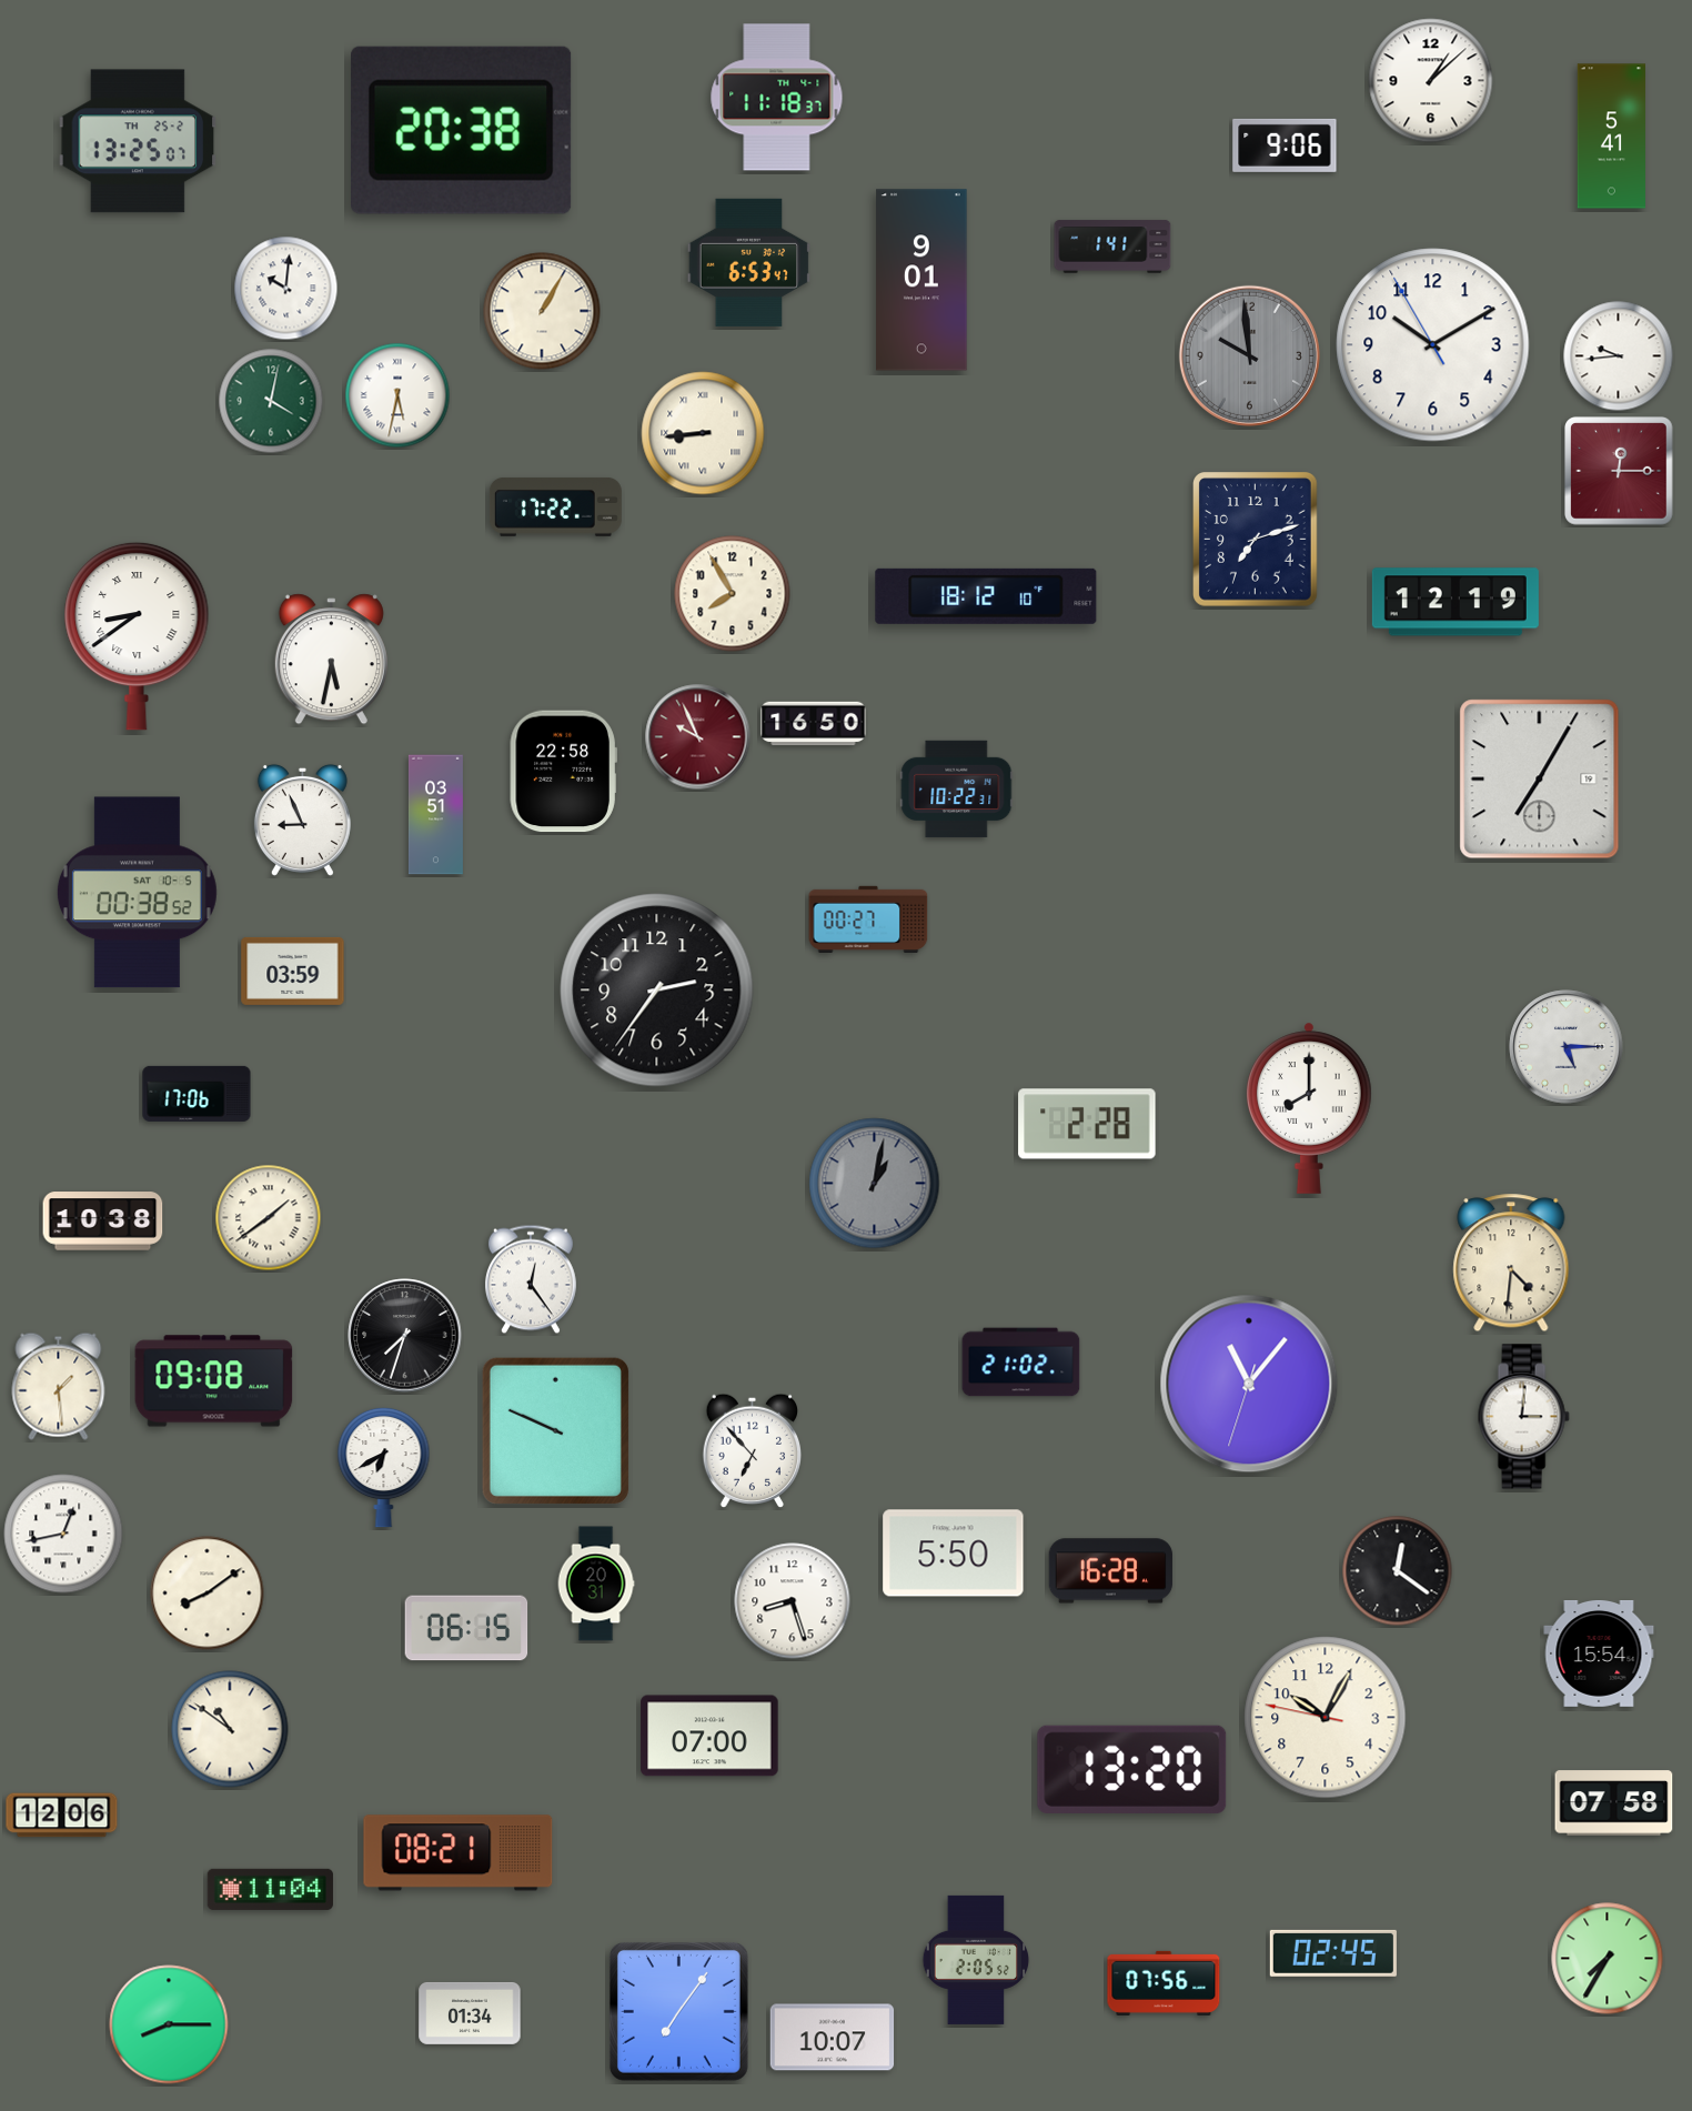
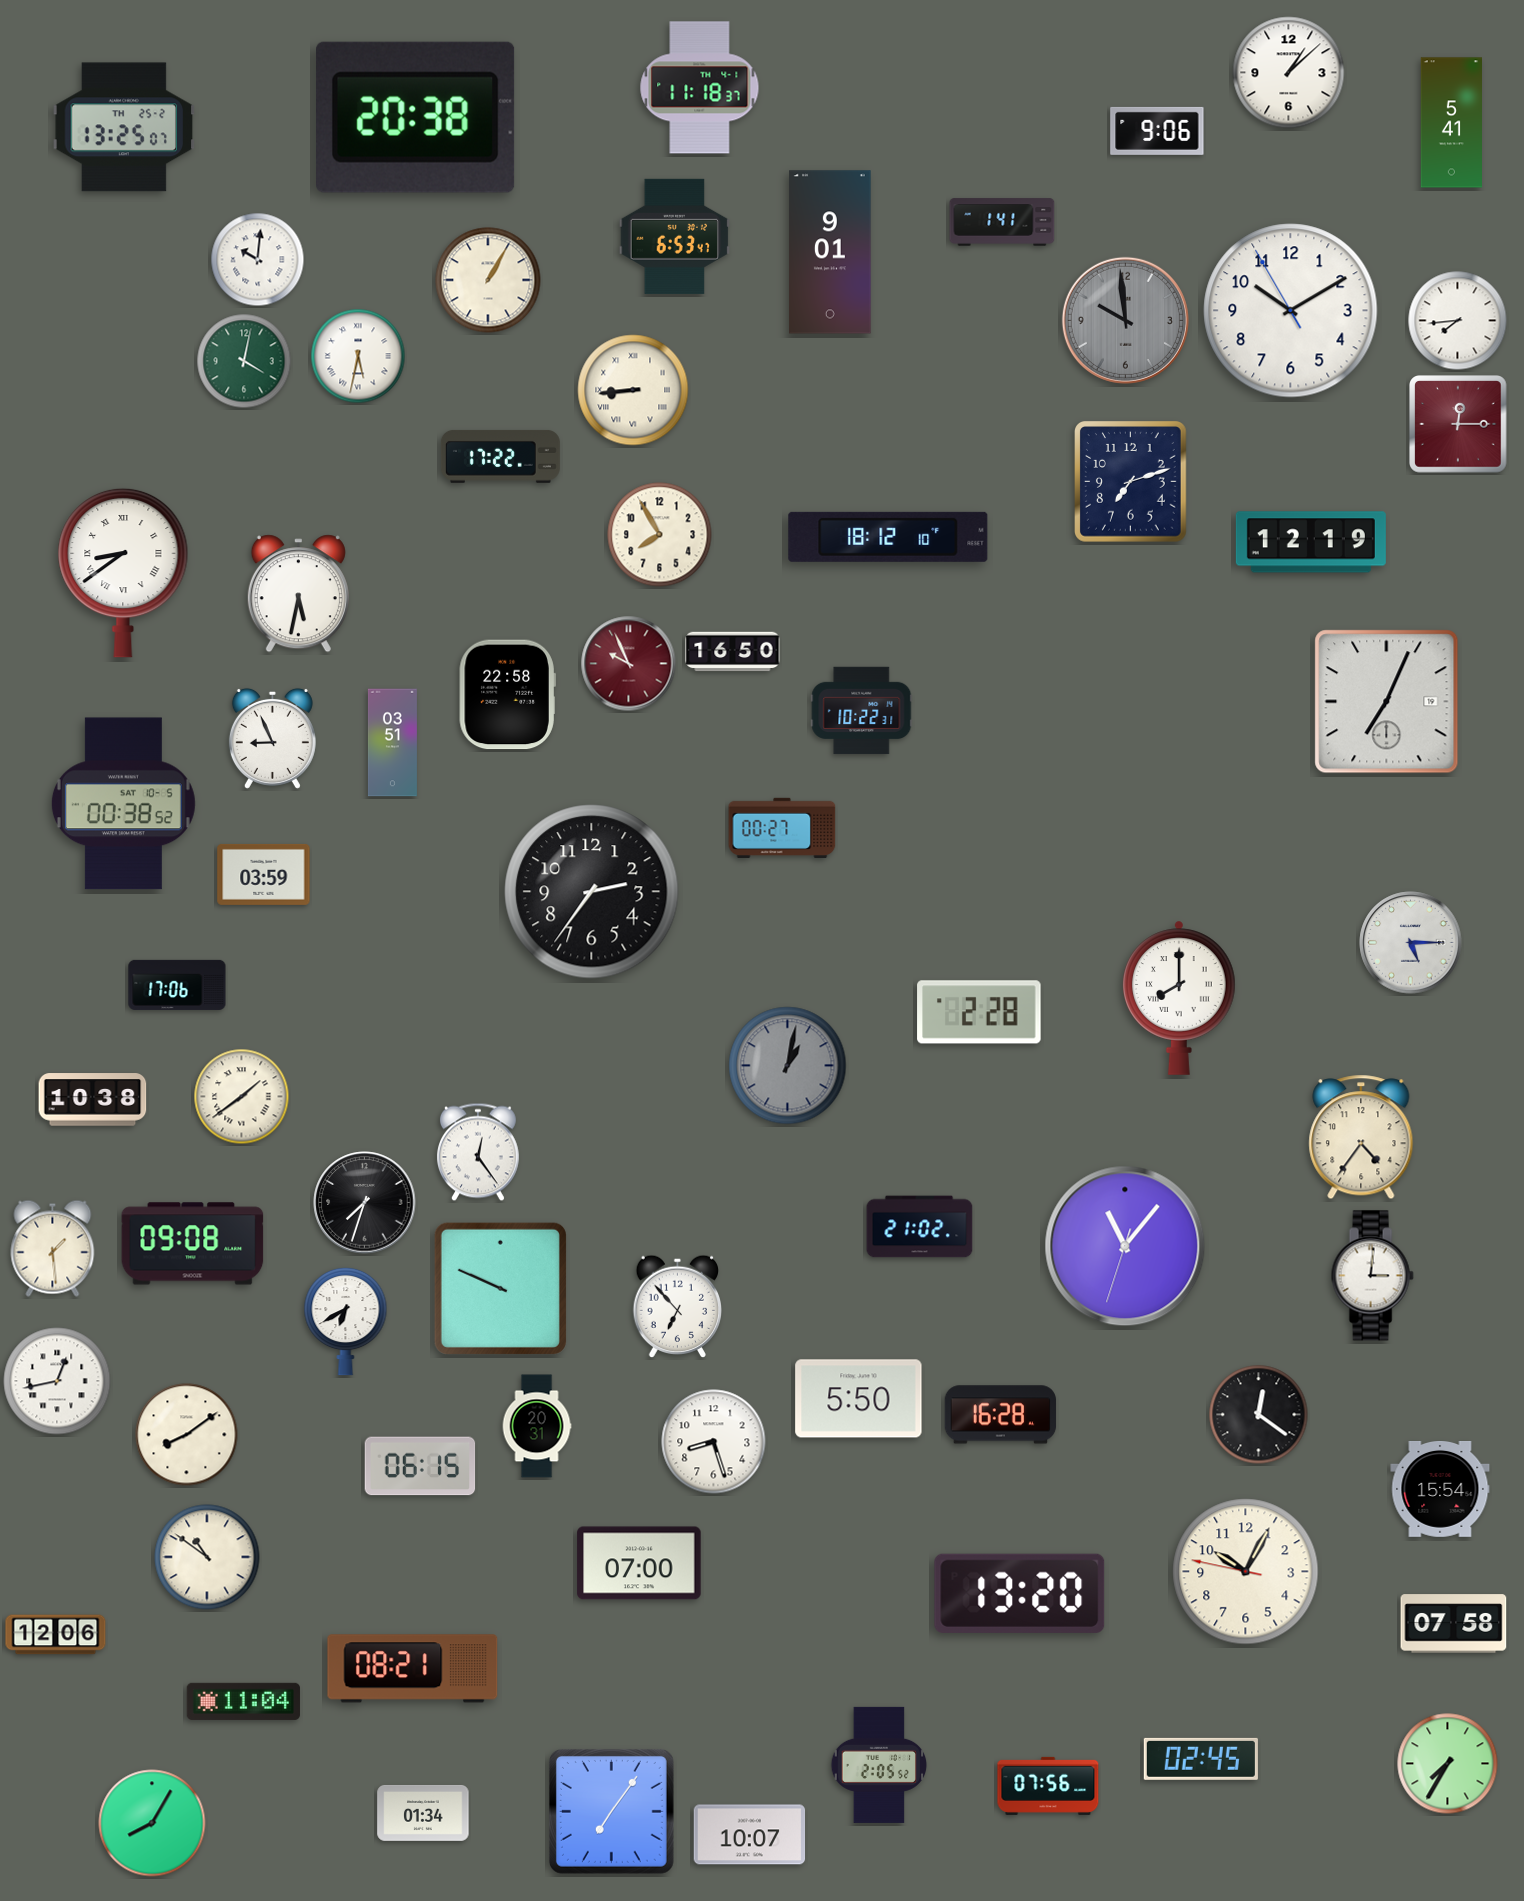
clock at (1619, 356): 9:44 -> 7:44
clock at (1256, 540) position: (1256, 540) -> (1131, 482)
clock at (1540, 780): 7:05 -> 7:04
clock at (435, 815) position: (435, 815) -> (392, 743)
clock at (1511, 1263): 4:31 -> 4:36
clock at (1326, 1718) position: (1326, 1718) -> (1246, 1572)
clock at (169, 2024): 8:15 -> 8:05
